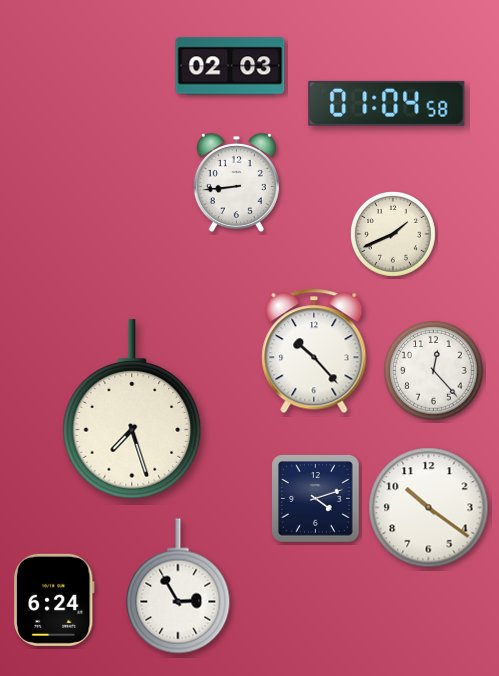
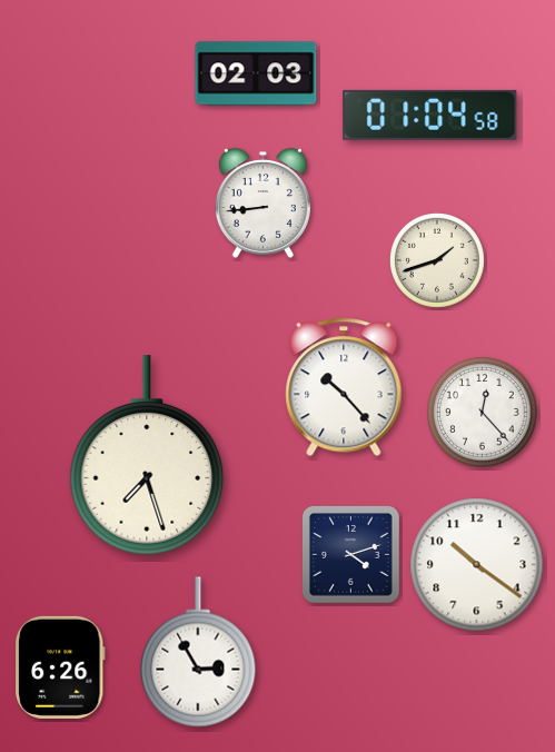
clock at (394, 235): 1:41 -> 1:42
clock at (314, 351) position: (314, 351) -> (344, 387)
clock at (54, 600): 6:24 -> 6:26
